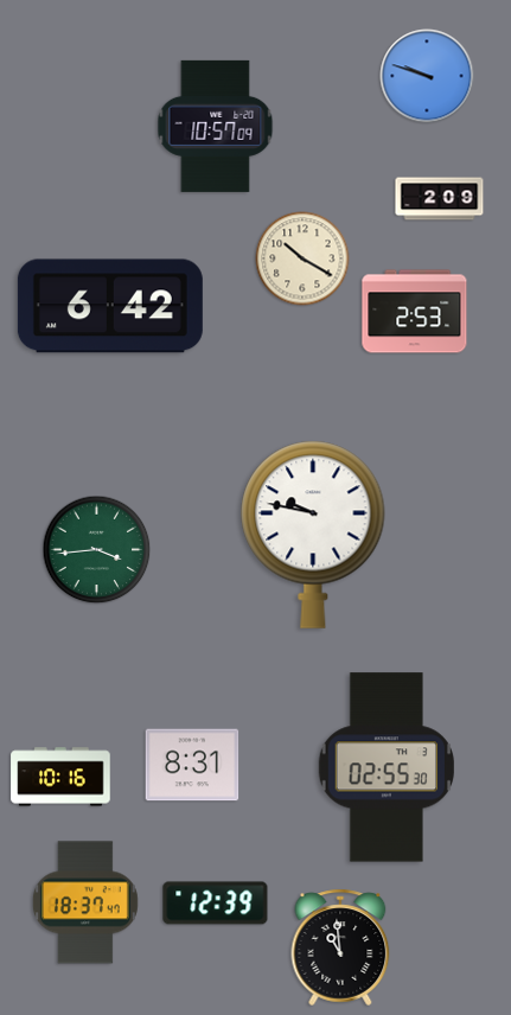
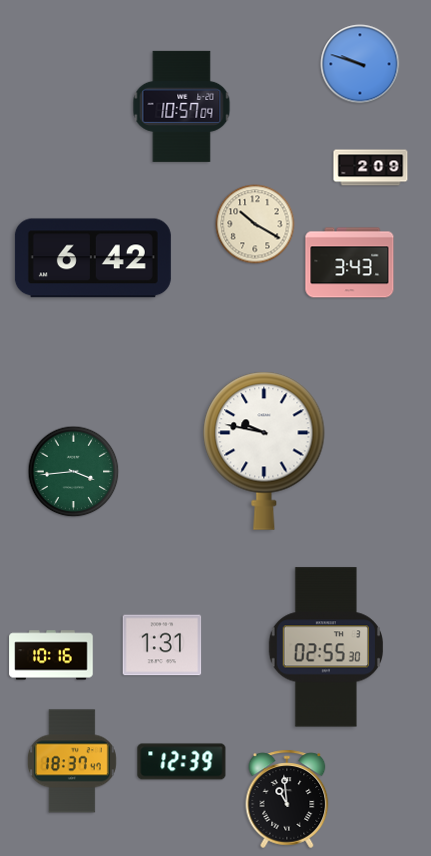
clock at (302, 258) position: (302, 258) -> (255, 224)
clock at (415, 312): 2:53 -> 3:43
clock at (97, 550) position: (97, 550) -> (74, 472)
clock at (192, 765): 8:31 -> 1:31
